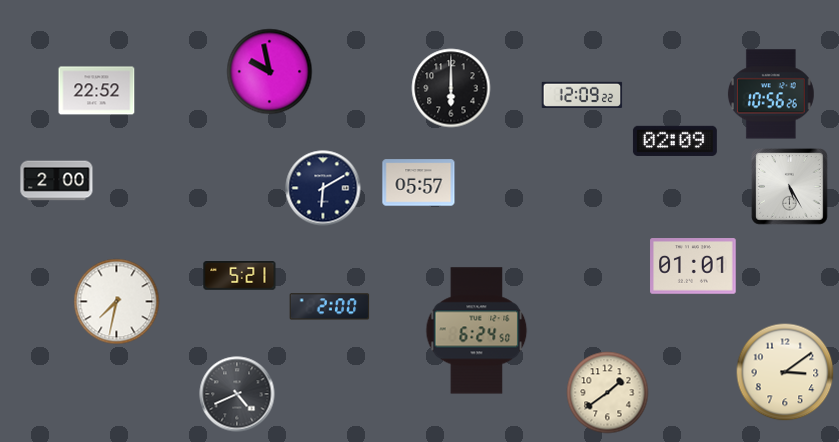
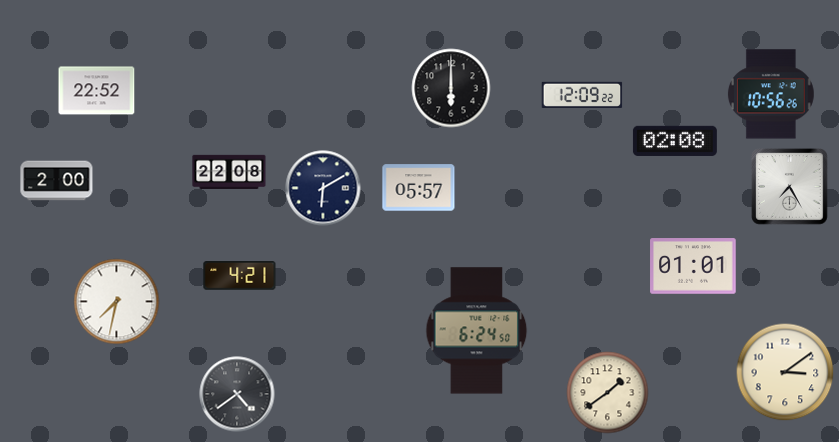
clock at (270, 72): 9:58 -> none
clock at (675, 140): 02:09 -> 02:08
clock at (229, 172): none -> 22:08
clock at (419, 183) position: (419, 183) -> (419, 188)
clock at (790, 187): 5:25 -> 7:25
clock at (240, 276): 5:21 -> 4:21
clock at (330, 307): 2:00 -> none
clock at (237, 394): 4:41 -> 4:39
